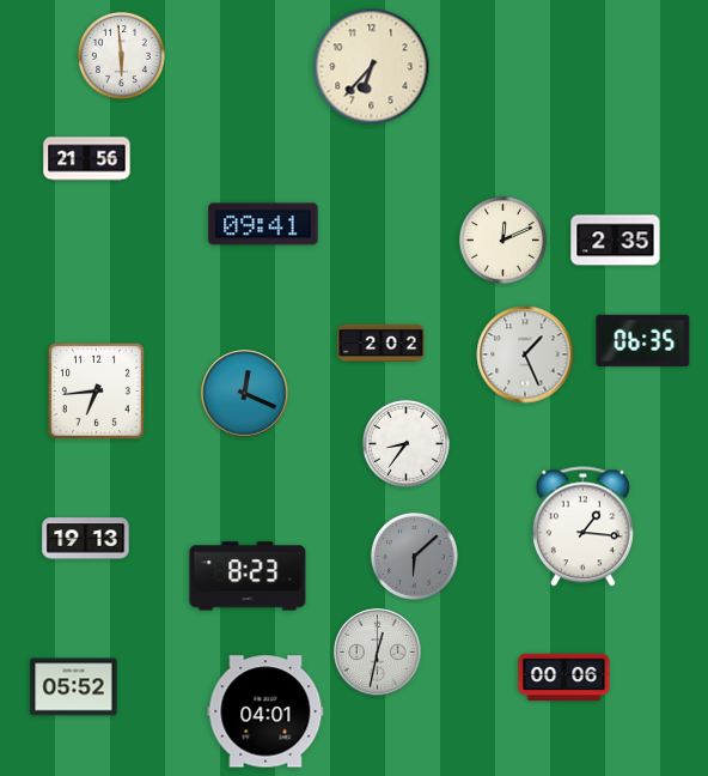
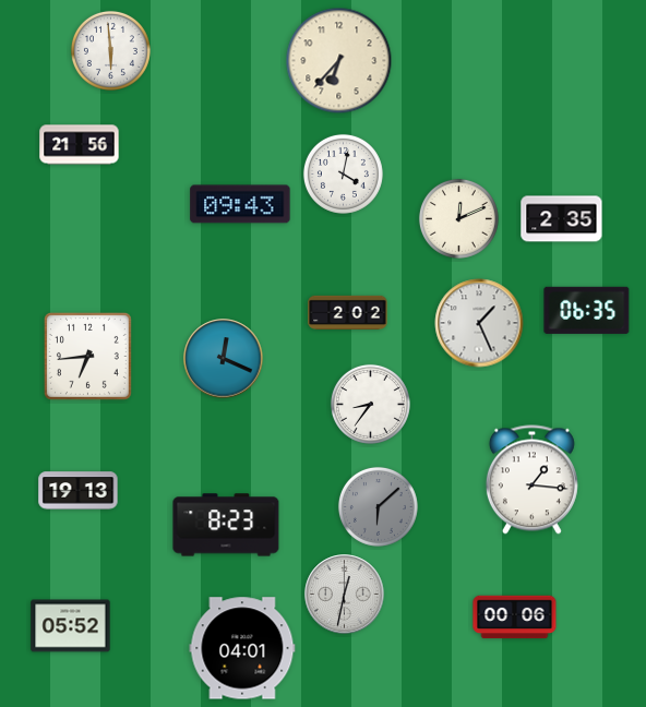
clock at (343, 173): none -> 4:02
clock at (263, 224): 09:41 -> 09:43
clock at (74, 687) position: (74, 687) -> (71, 626)
